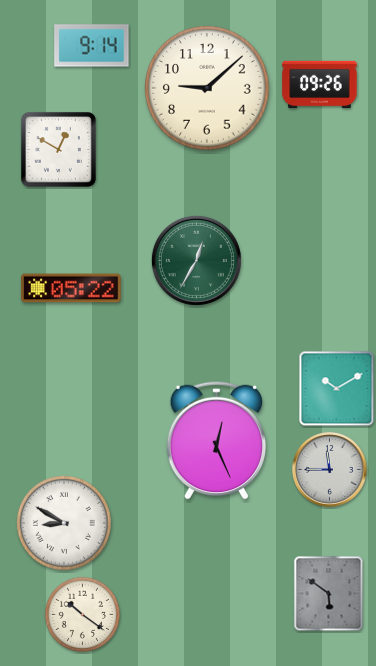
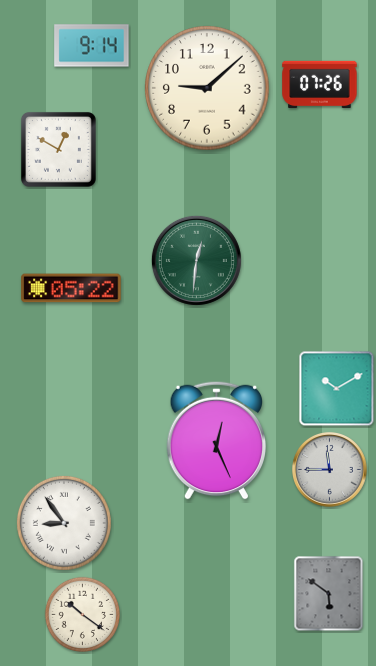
clock at (320, 84): 09:26 -> 07:26
clock at (196, 260): 12:35 -> 12:31
clock at (64, 523): 8:50 -> 8:54
